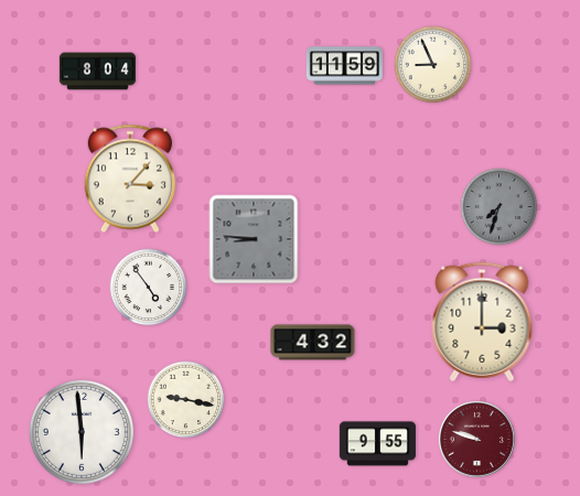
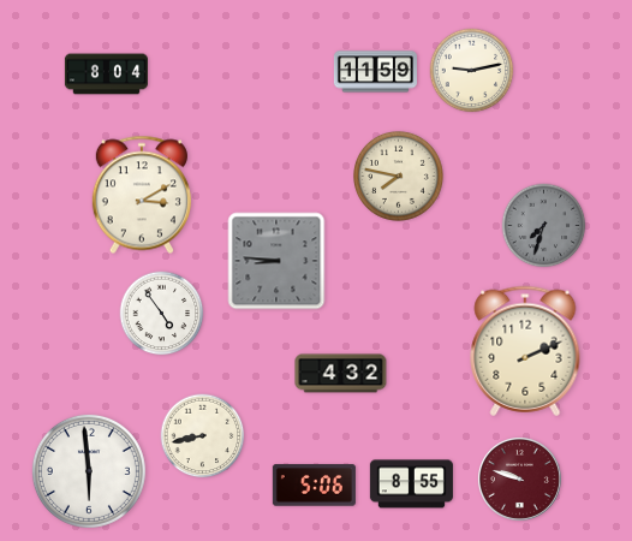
clock at (433, 65): 8:56 -> 9:13
clock at (97, 72) position: (97, 72) -> (106, 75)
clock at (399, 177): none -> 7:47
clock at (130, 179): 3:07 -> 3:10
clock at (482, 322): 3:00 -> 2:11
clock at (186, 400): 9:17 -> 8:43
clock at (377, 444): 9:55 -> 8:55
clock at (314, 486): none -> 5:06
